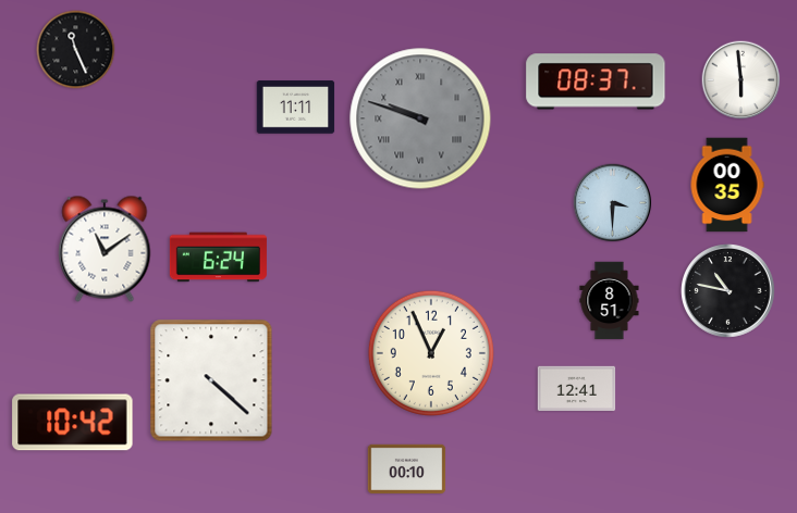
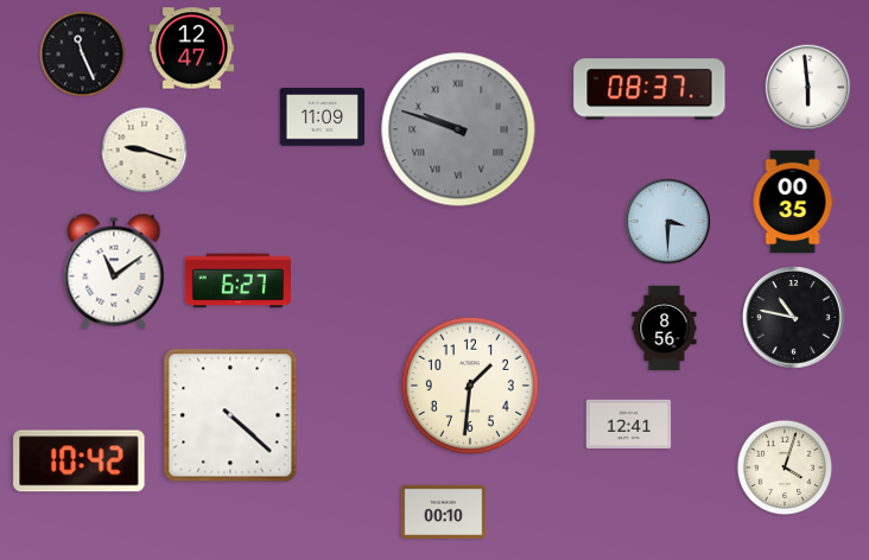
clock at (192, 49): none -> 12:47
clock at (296, 108): 11:11 -> 11:09
clock at (145, 151): none -> 9:18
clock at (218, 258): 6:24 -> 6:27
clock at (610, 301): 8:51 -> 8:56
clock at (431, 353): 12:56 -> 1:31
clock at (785, 467): none -> 4:03
